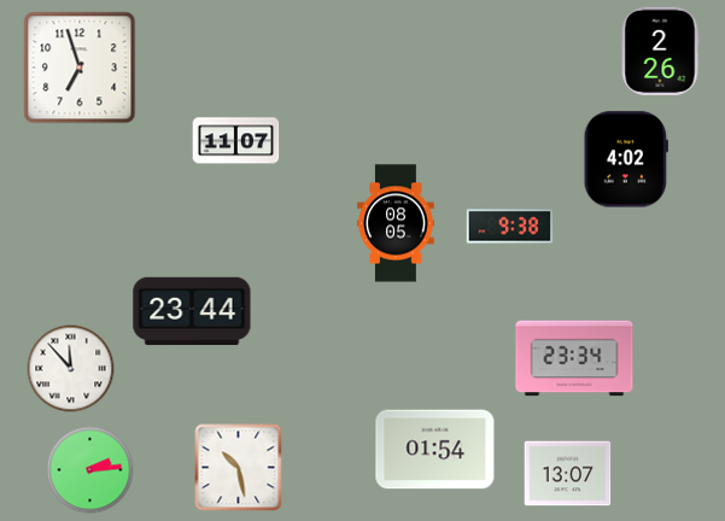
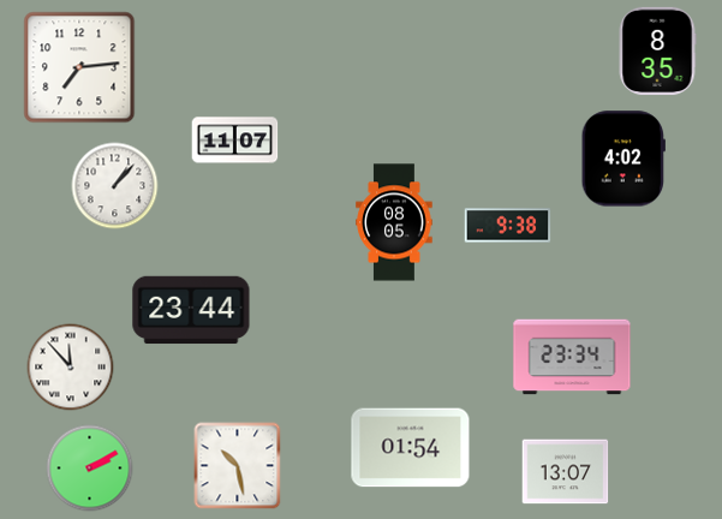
clock at (660, 51): 2:26 -> 8:35
clock at (80, 68): 6:57 -> 7:14
clock at (115, 186): none -> 1:07
clock at (435, 450) position: (435, 450) -> (411, 448)
clock at (90, 470): 2:14 -> 2:10
